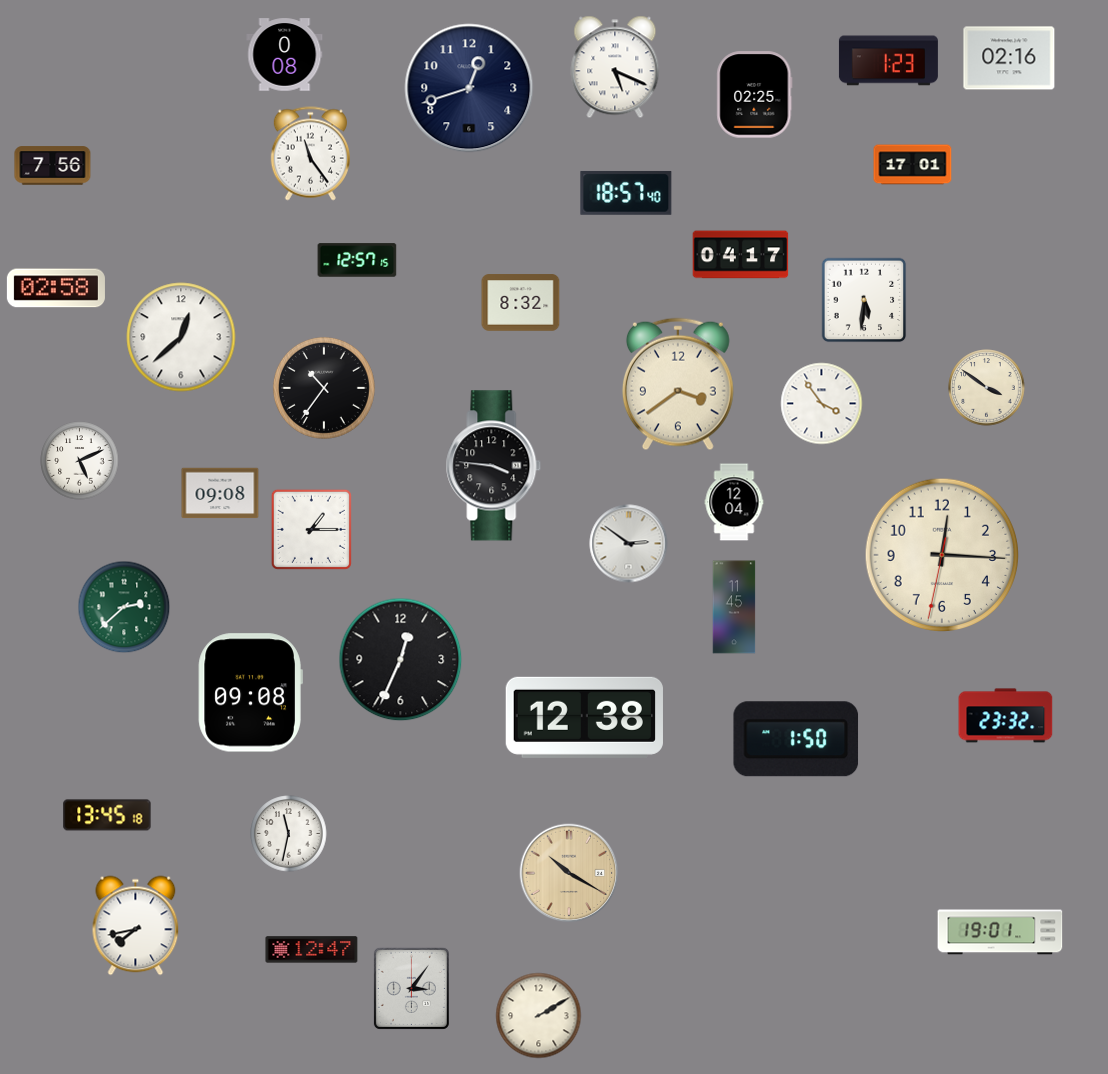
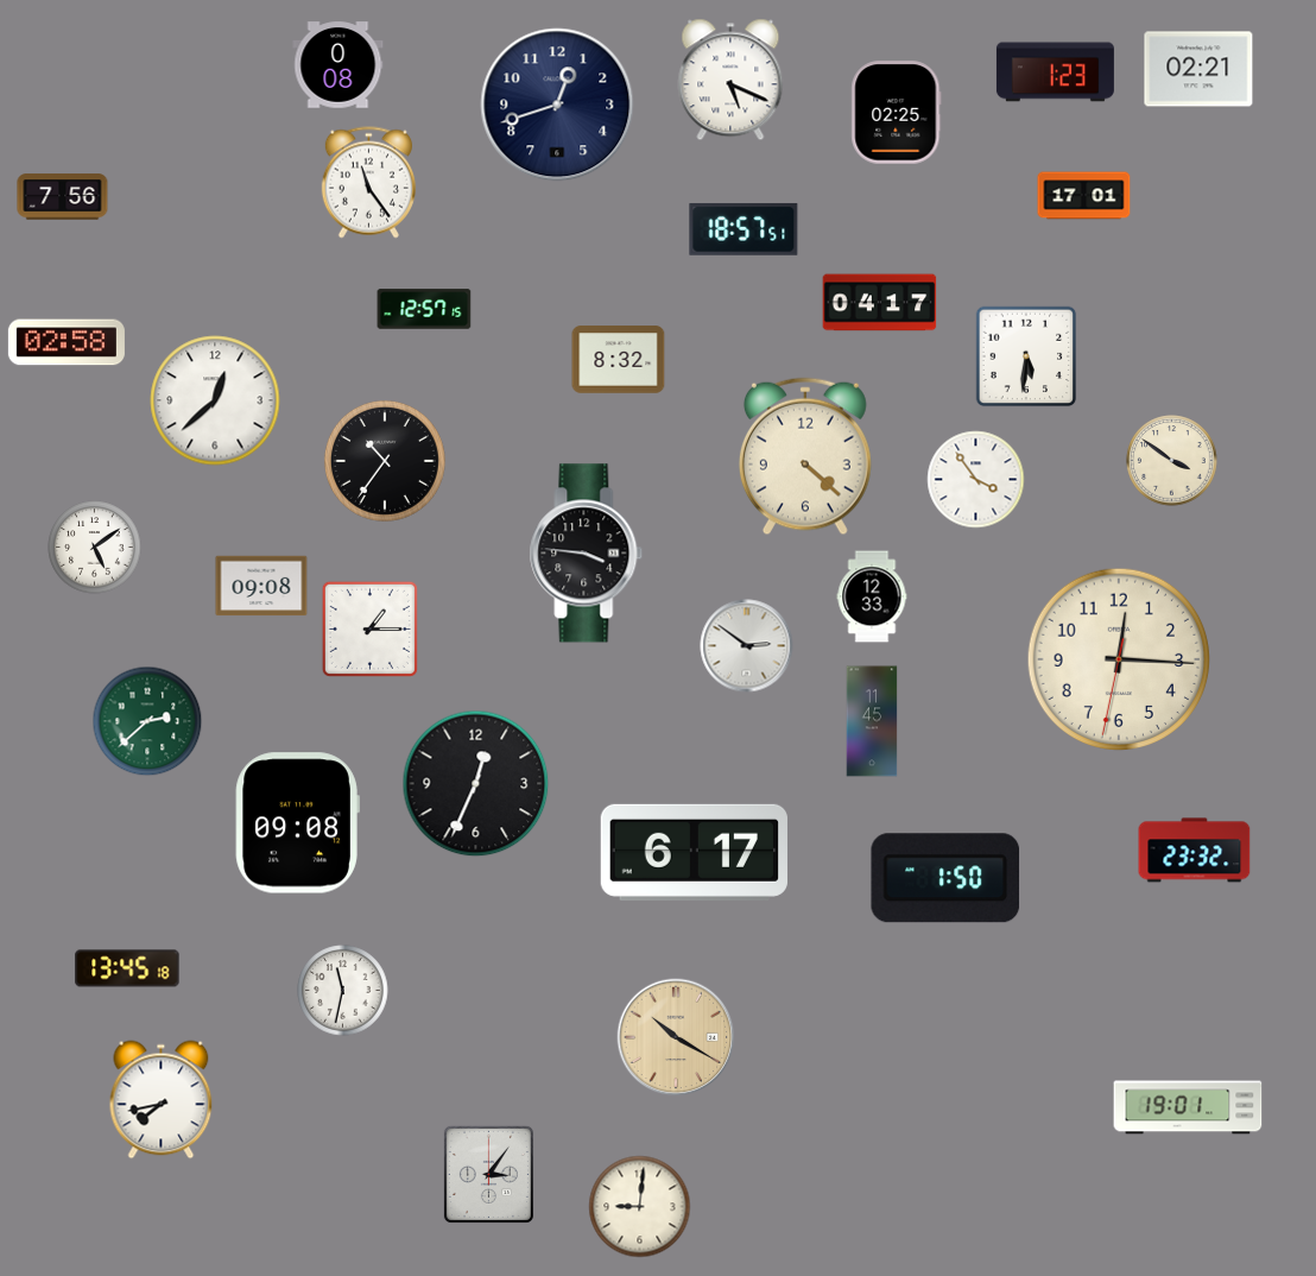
clock at (1009, 58): 02:16 -> 02:21
clock at (626, 193): 18:57:40 -> 18:57:51
clock at (678, 384): 3:39 -> 4:22
clock at (80, 461): 5:11 -> 5:09
clock at (734, 502): 12:04 -> 12:33
clock at (584, 717): 12:38 -> 6:17
clock at (312, 950): 12:47 -> none
clock at (539, 1016): 2:10 -> 9:01
